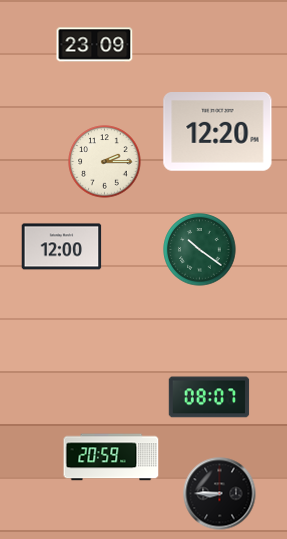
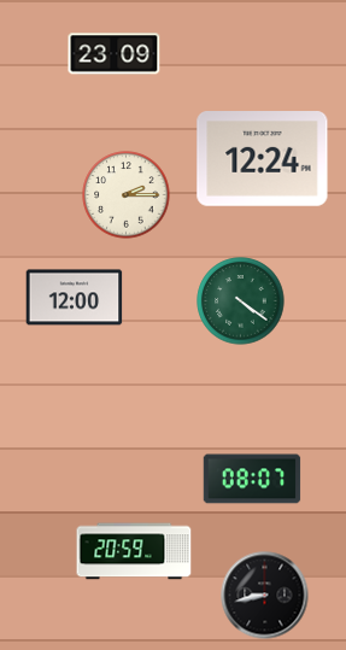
clock at (218, 132): 12:20 -> 12:24
clock at (200, 250): 10:21 -> 4:21
clock at (220, 494): 8:45 -> 8:43
